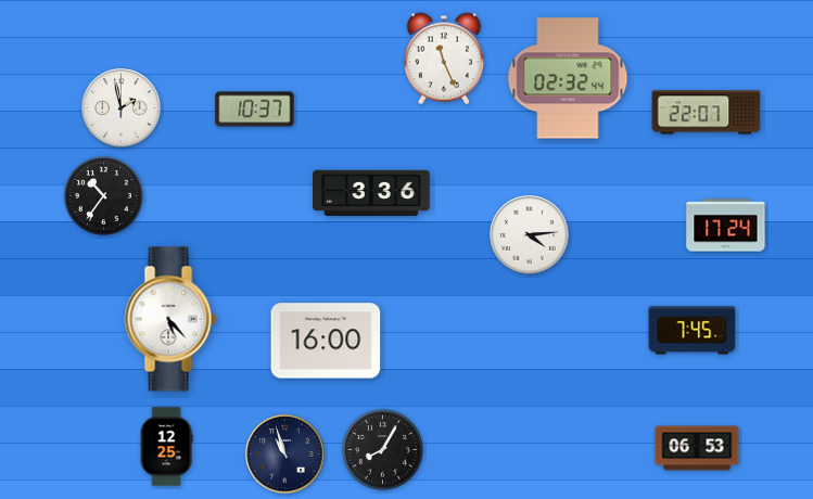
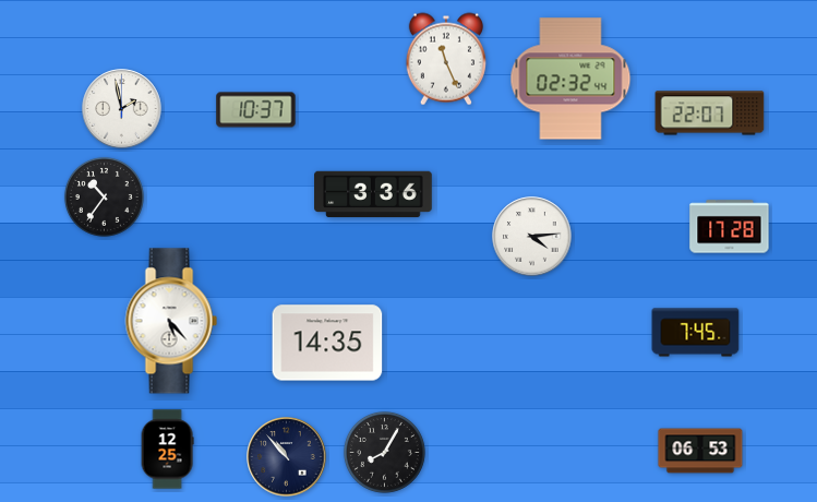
clock at (726, 226): 17:24 -> 17:28
clock at (326, 341): 16:00 -> 14:35
clock at (285, 455): 10:57 -> 10:53
